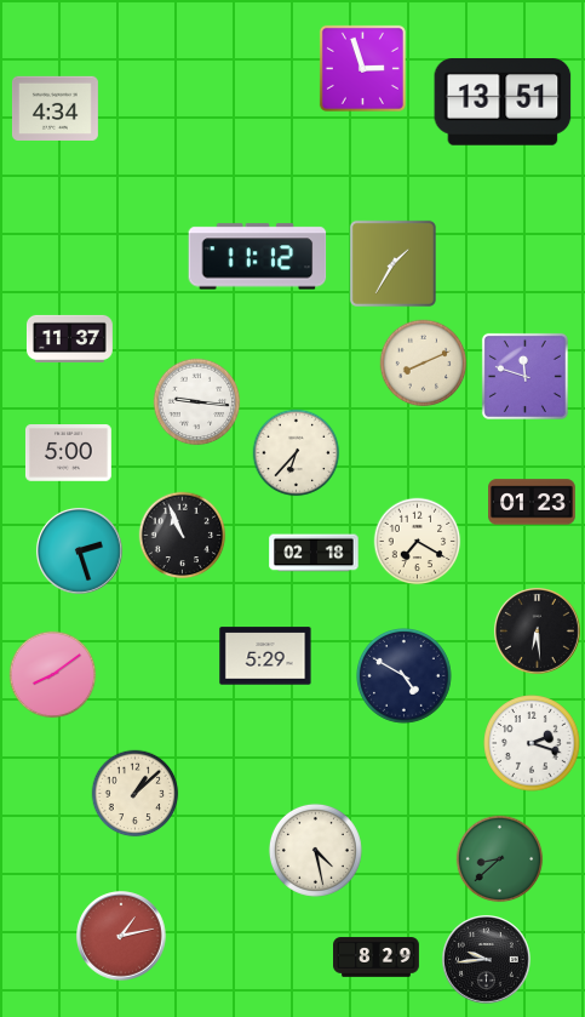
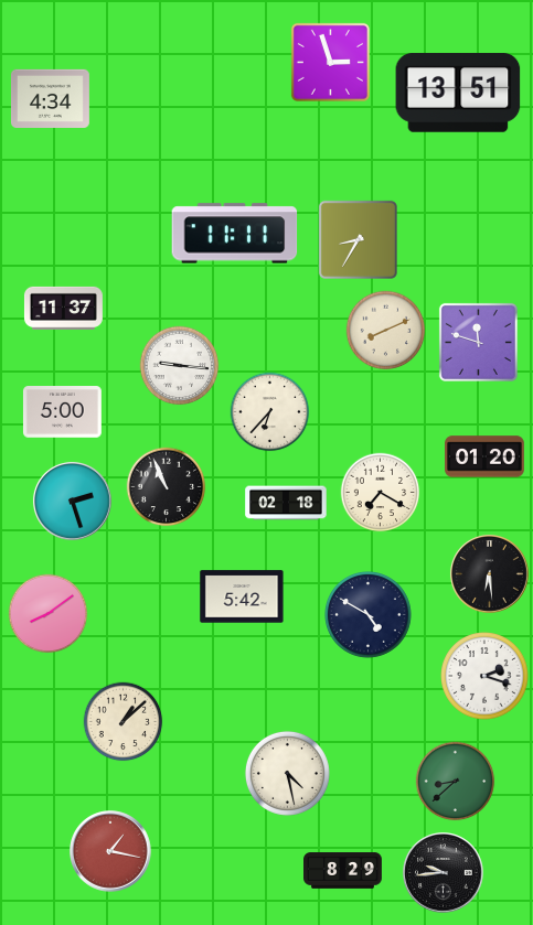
clock at (258, 257): 11:12 -> 11:11
clock at (392, 263): 1:35 -> 8:35
clock at (532, 502): 01:23 -> 01:20
clock at (265, 656): 5:29 -> 5:42
clock at (121, 936): 1:13 -> 1:17
